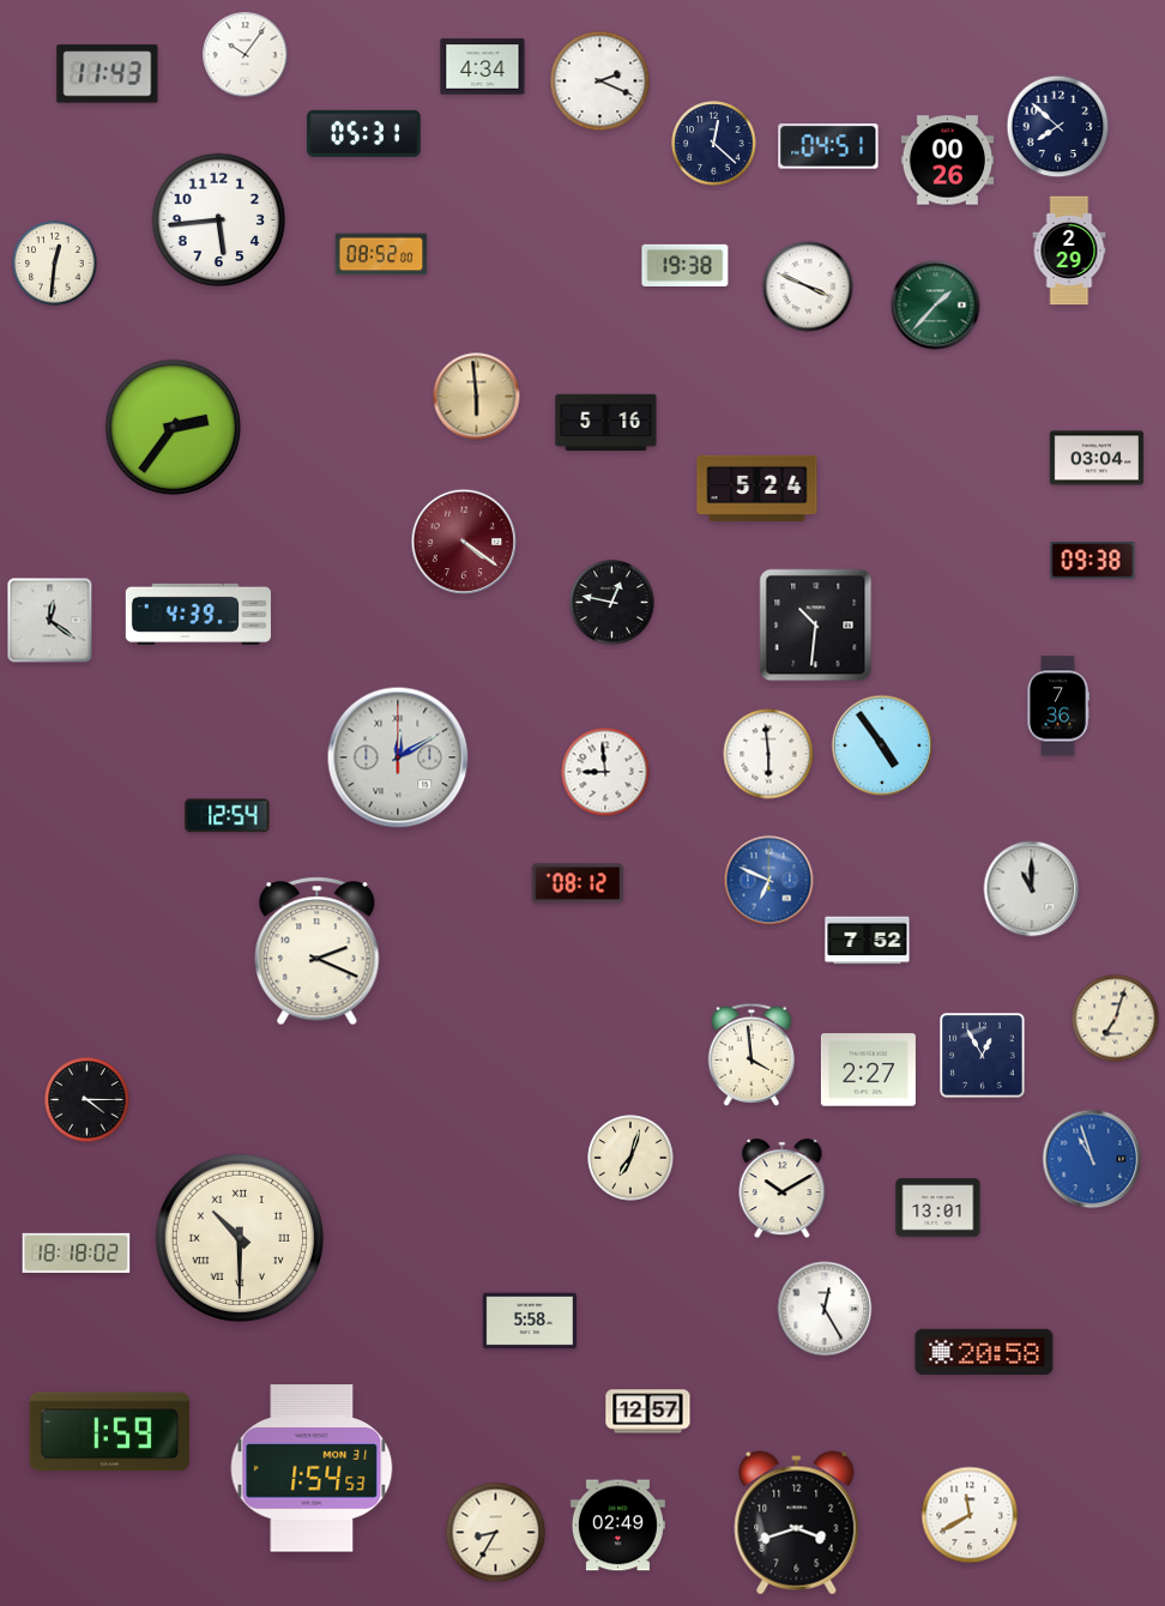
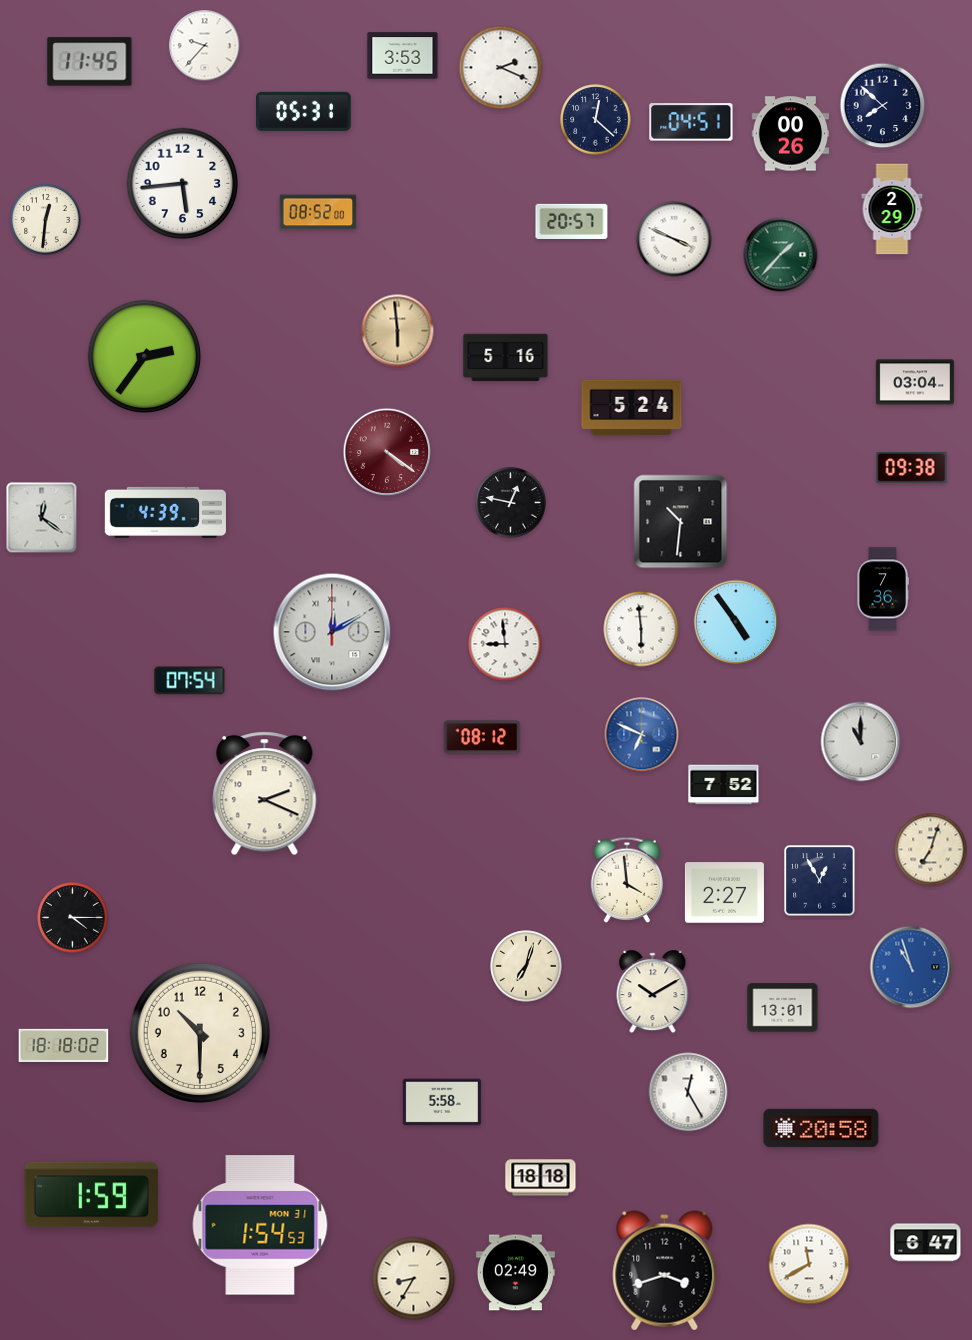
clock at (246, 55): 10:06 -> 9:37
clock at (483, 67): 4:34 -> 3:53
clock at (108, 74): 11:43 -> 11:45
clock at (686, 265): 19:38 -> 20:57
clock at (606, 423) position: (606, 423) -> (506, 358)
clock at (228, 816): 12:54 -> 07:54
clock at (240, 1238) numerals: Roman -> Arabic
clock at (648, 1412): 12:57 -> 18:18
clock at (926, 1243): none -> 6:47
